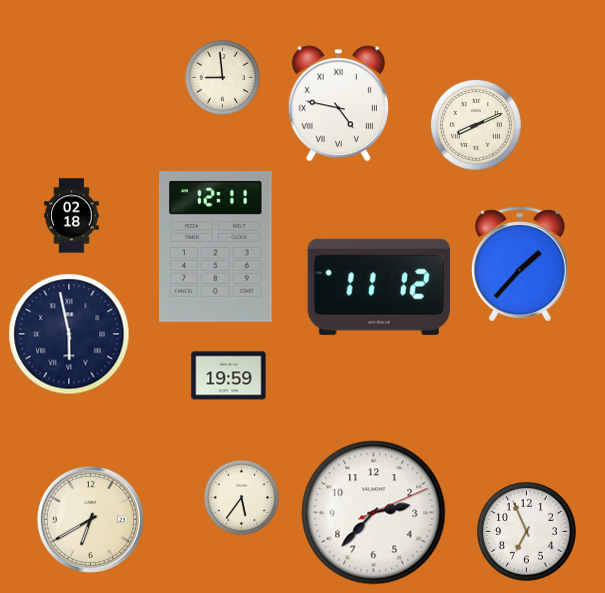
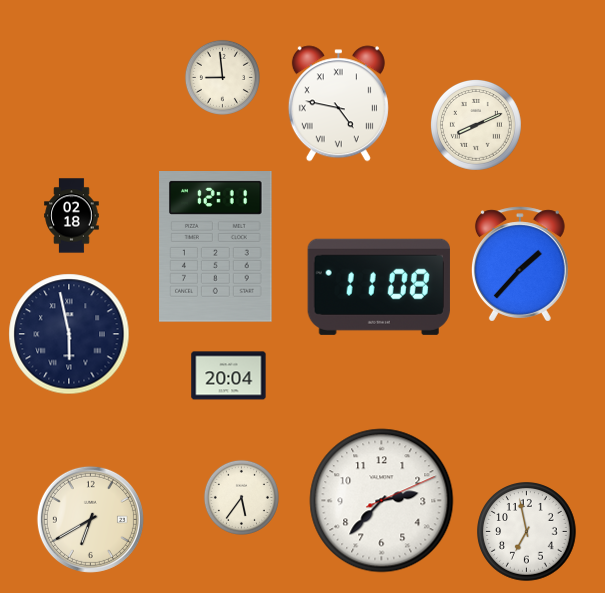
clock at (379, 287): 11:12 -> 11:08
clock at (229, 376): 19:59 -> 20:04
clock at (374, 513) position: (374, 513) -> (382, 501)
clock at (527, 532): 6:56 -> 6:58
